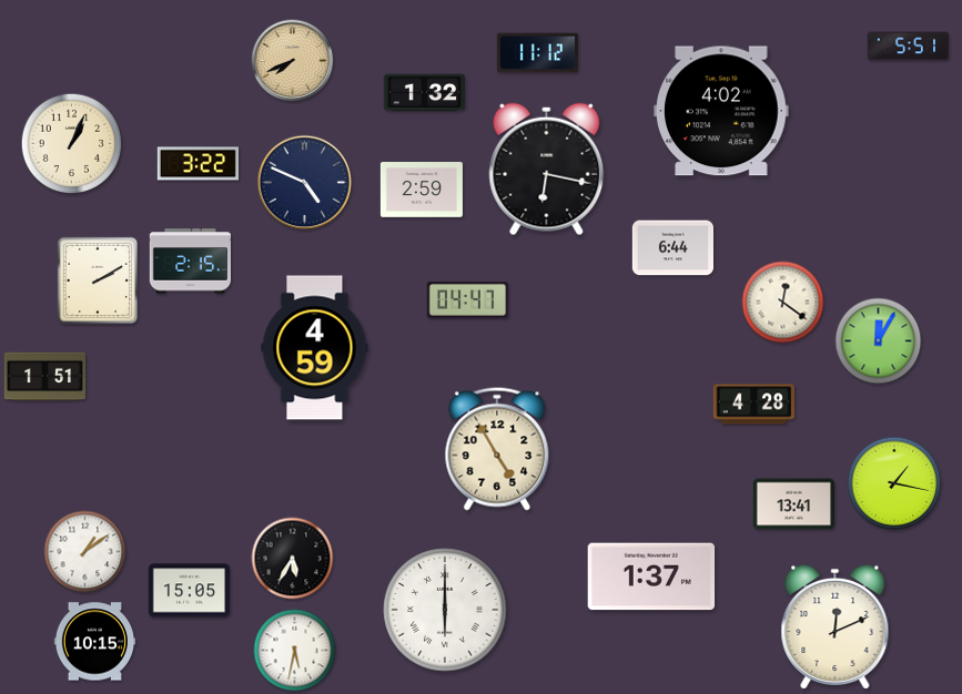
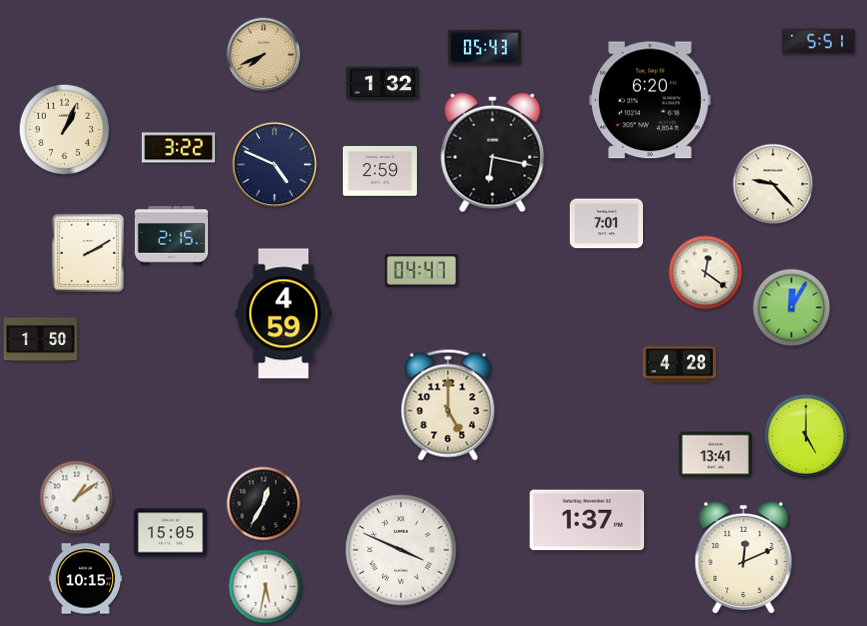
clock at (537, 53): 11:12 -> 05:43
clock at (721, 111): 4:02 -> 6:20
clock at (773, 184): none -> 9:23
clock at (672, 248): 6:44 -> 7:01
clock at (45, 377): 1:51 -> 1:50
clock at (497, 449): 4:55 -> 5:00
clock at (894, 483): 1:17 -> 5:00
clock at (293, 559): 5:35 -> 12:35
clock at (445, 610): 6:00 -> 3:49
clock at (836, 626) position: (836, 626) -> (744, 557)
